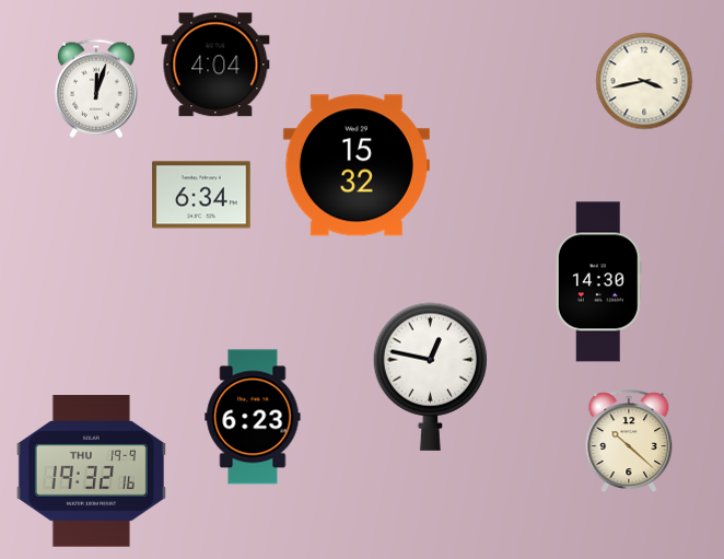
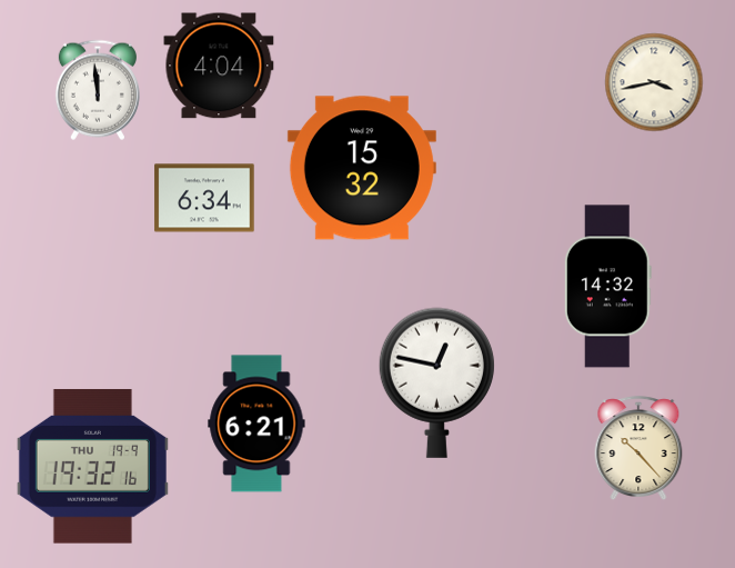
clock at (96, 89): 12:03 -> 11:59
clock at (598, 282): 14:30 -> 14:32
clock at (253, 417): 6:23 -> 6:21
clock at (629, 441): 10:22 -> 10:23
clock at (91, 471) position: (91, 471) -> (92, 467)
